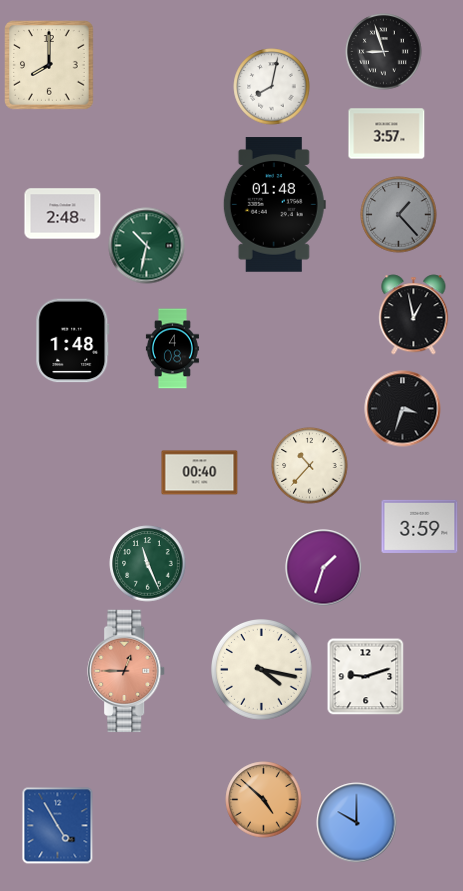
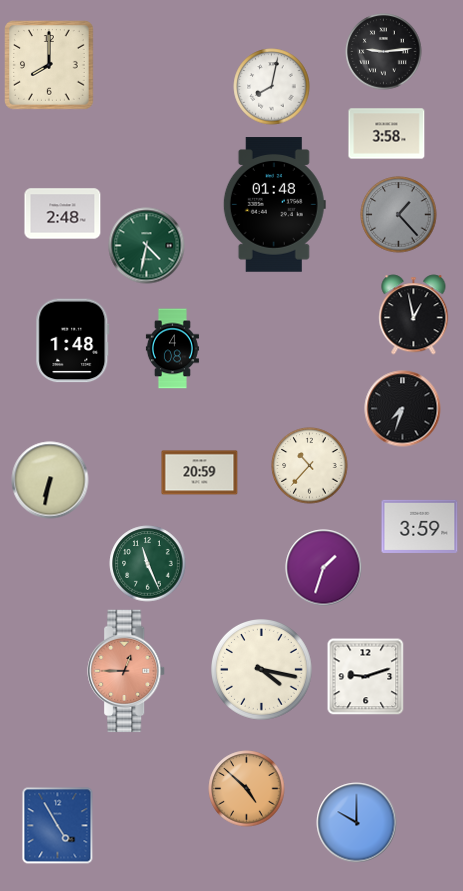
clock at (384, 52): 8:57 -> 9:14
clock at (387, 134): 3:57 -> 3:58
clock at (147, 246): 10:32 -> 4:32
clock at (403, 409): 3:33 -> 7:33
clock at (200, 473): 00:40 -> 20:59
clock at (50, 480): none -> 6:32
clock at (264, 800) position: (264, 800) -> (247, 789)
